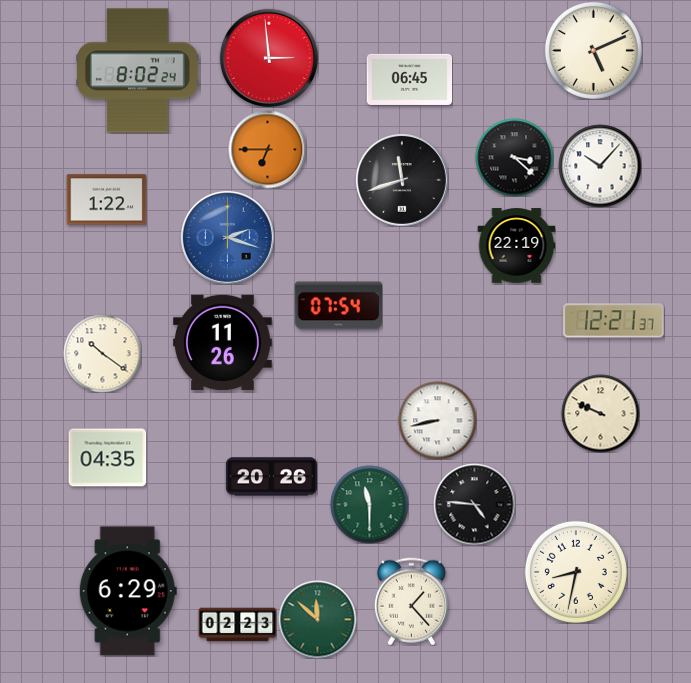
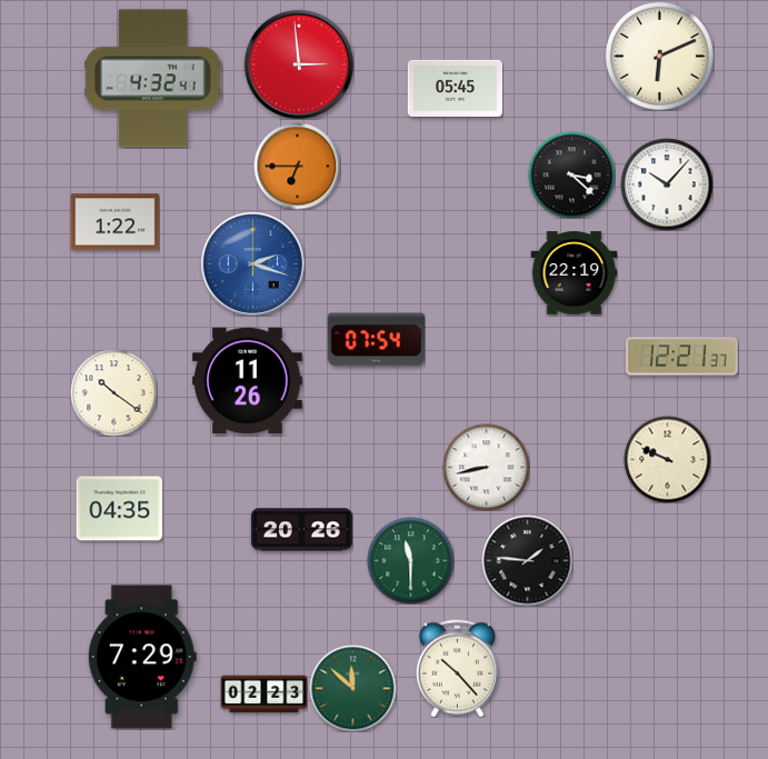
clock at (593, 50): 5:11 -> 6:11
clock at (138, 71): 8:02 -> 4:32
clock at (409, 79): 06:45 -> 05:45
clock at (402, 180): 11:42 -> none
clock at (106, 200) position: (106, 200) -> (114, 222)
clock at (474, 504): 4:46 -> 1:46
clock at (576, 572): 8:32 -> none
clock at (128, 591): 6:29 -> 7:29
clock at (411, 601): 1:23 -> 10:23
